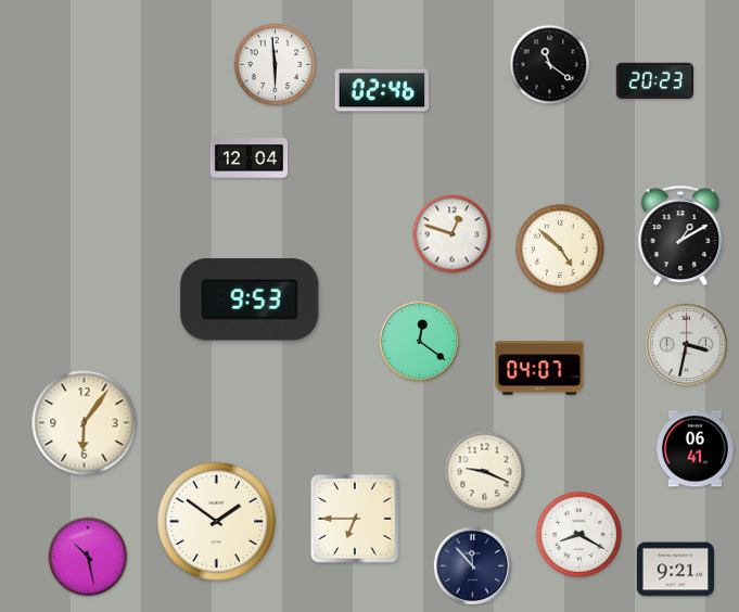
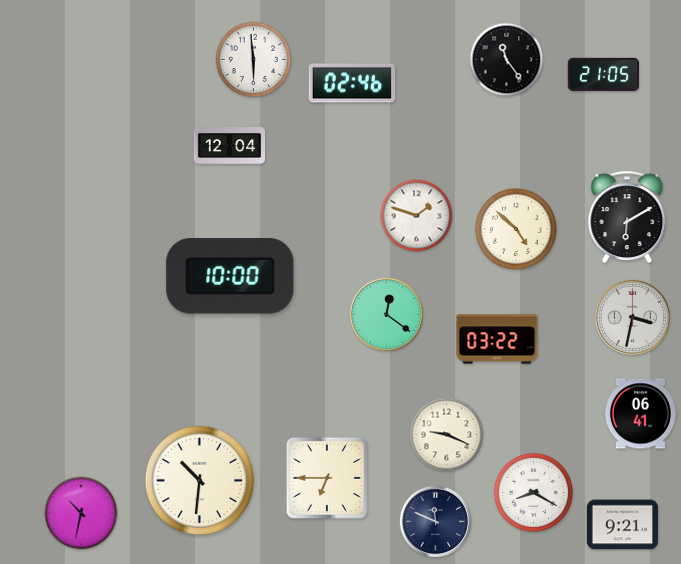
clock at (550, 65): 11:21 -> 11:24
clock at (654, 80): 20:23 -> 21:05
clock at (453, 234): 12:48 -> 1:48
clock at (680, 234): 1:10 -> 6:10
clock at (250, 299): 9:53 -> 10:00
clock at (539, 368): 04:07 -> 03:22
clock at (85, 423): 6:06 -> none
clock at (217, 522): 1:51 -> 10:31
clock at (88, 557): 10:28 -> 10:32
clock at (473, 566): 11:53 -> 11:49
